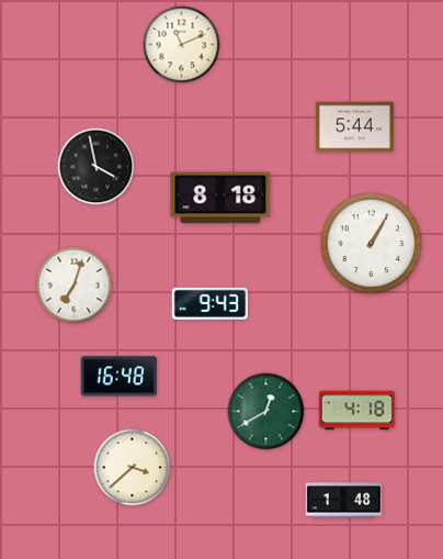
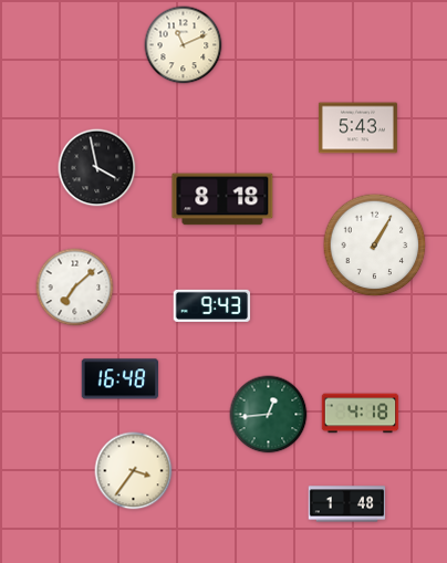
clock at (354, 127): 5:44 -> 5:43
clock at (75, 286): 7:03 -> 7:08
clock at (266, 412): 12:40 -> 12:44
clock at (133, 468): 3:38 -> 3:36
